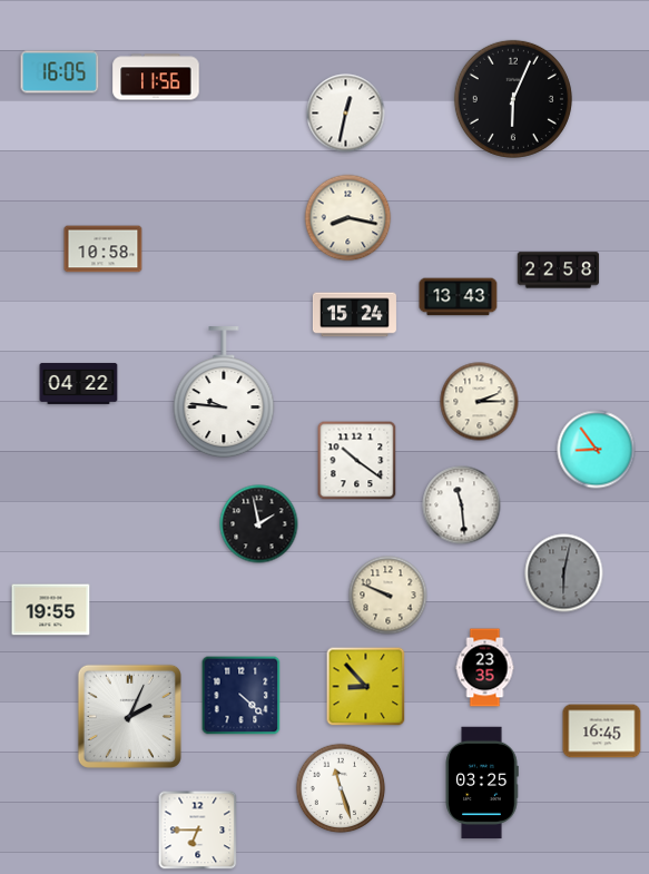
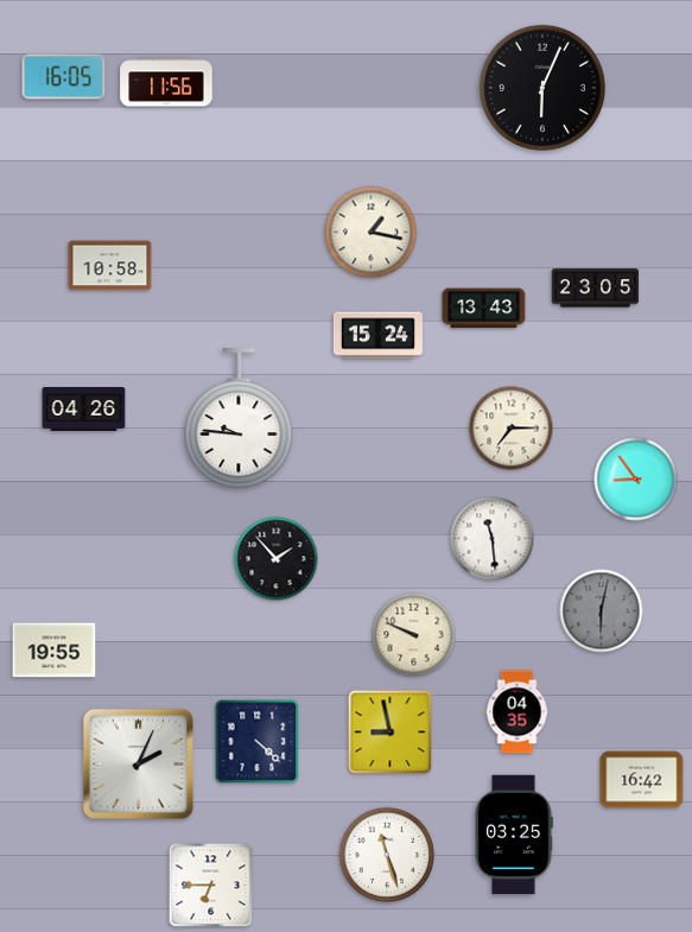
clock at (513, 99) position: (513, 99) -> (542, 88)
clock at (346, 114): 12:32 -> none
clock at (348, 218): 8:17 -> 1:17
clock at (559, 271): 22:58 -> 23:05
clock at (459, 297) position: (459, 297) -> (484, 309)
clock at (79, 383): 04:22 -> 04:26
clock at (480, 402): 2:15 -> 7:15
clock at (357, 461): 10:21 -> none
clock at (259, 524): 1:58 -> 1:53
clock at (485, 668): 23:35 -> 04:35
clock at (366, 687): 8:53 -> 8:58
clock at (602, 731): 16:45 -> 16:42
clock at (341, 788) position: (341, 788) -> (387, 855)
